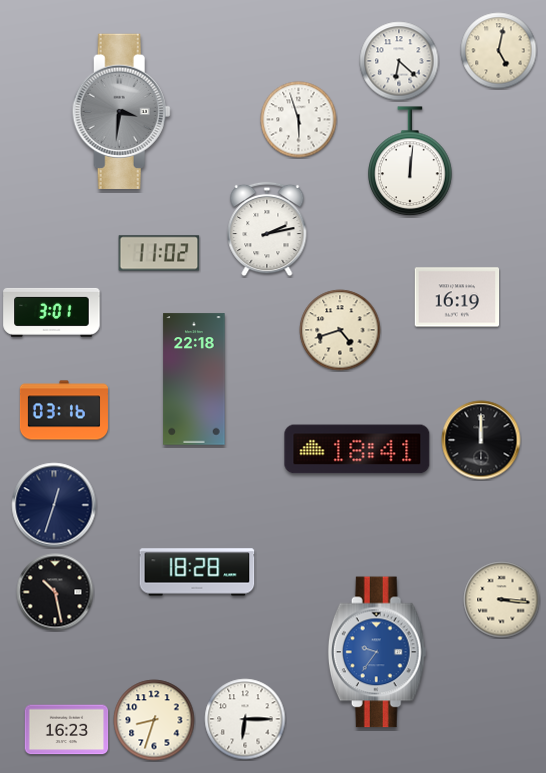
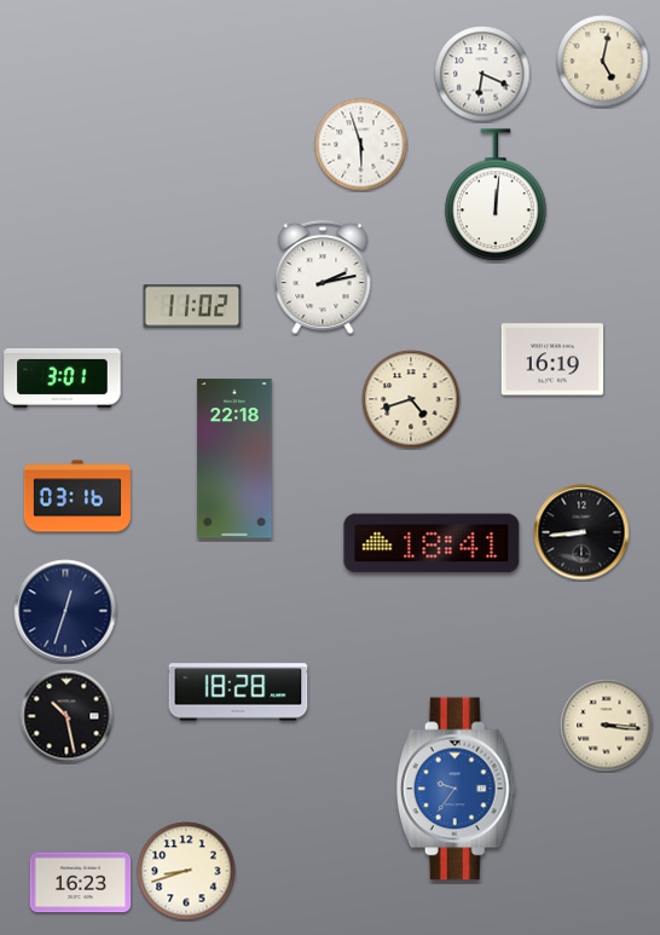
clock at (399, 61): 6:22 -> 6:19
clock at (121, 111): 3:31 -> none
clock at (481, 440): 12:00 -> 8:44
clock at (245, 719): 6:15 -> none
clock at (154, 720): 8:33 -> 8:42
